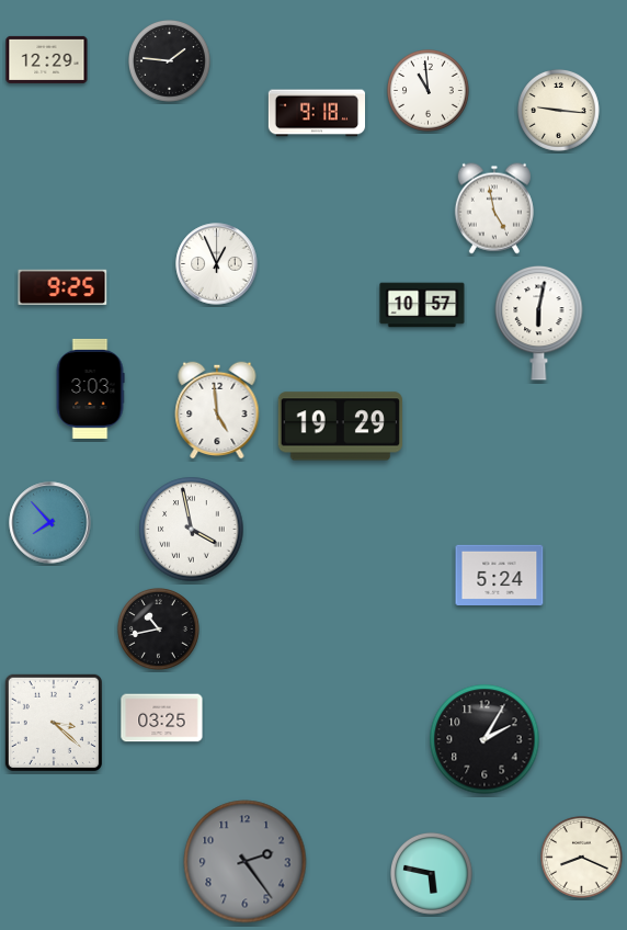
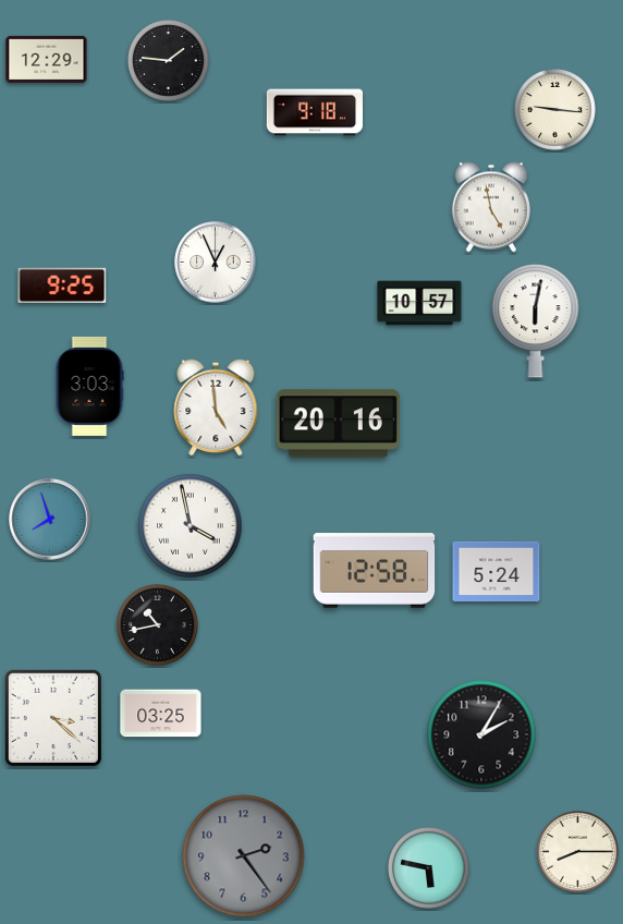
clock at (429, 91): 10:59 -> none
clock at (340, 427): 19:29 -> 20:16
clock at (50, 523): 7:53 -> 7:57
clock at (375, 571): none -> 12:58
clock at (582, 858): 8:19 -> 8:15
